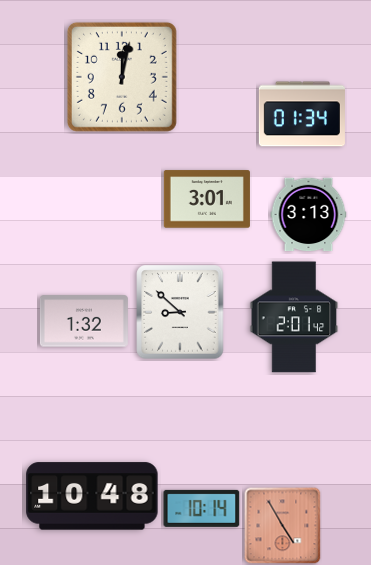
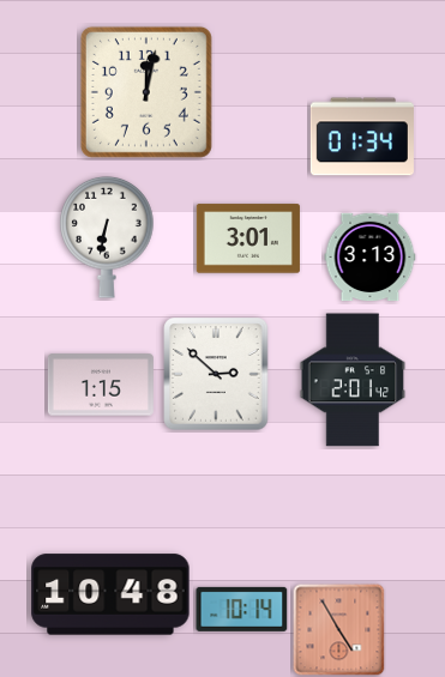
clock at (107, 237): none -> 6:32
clock at (180, 312): 8:52 -> 2:52
clock at (84, 321): 1:32 -> 1:15
